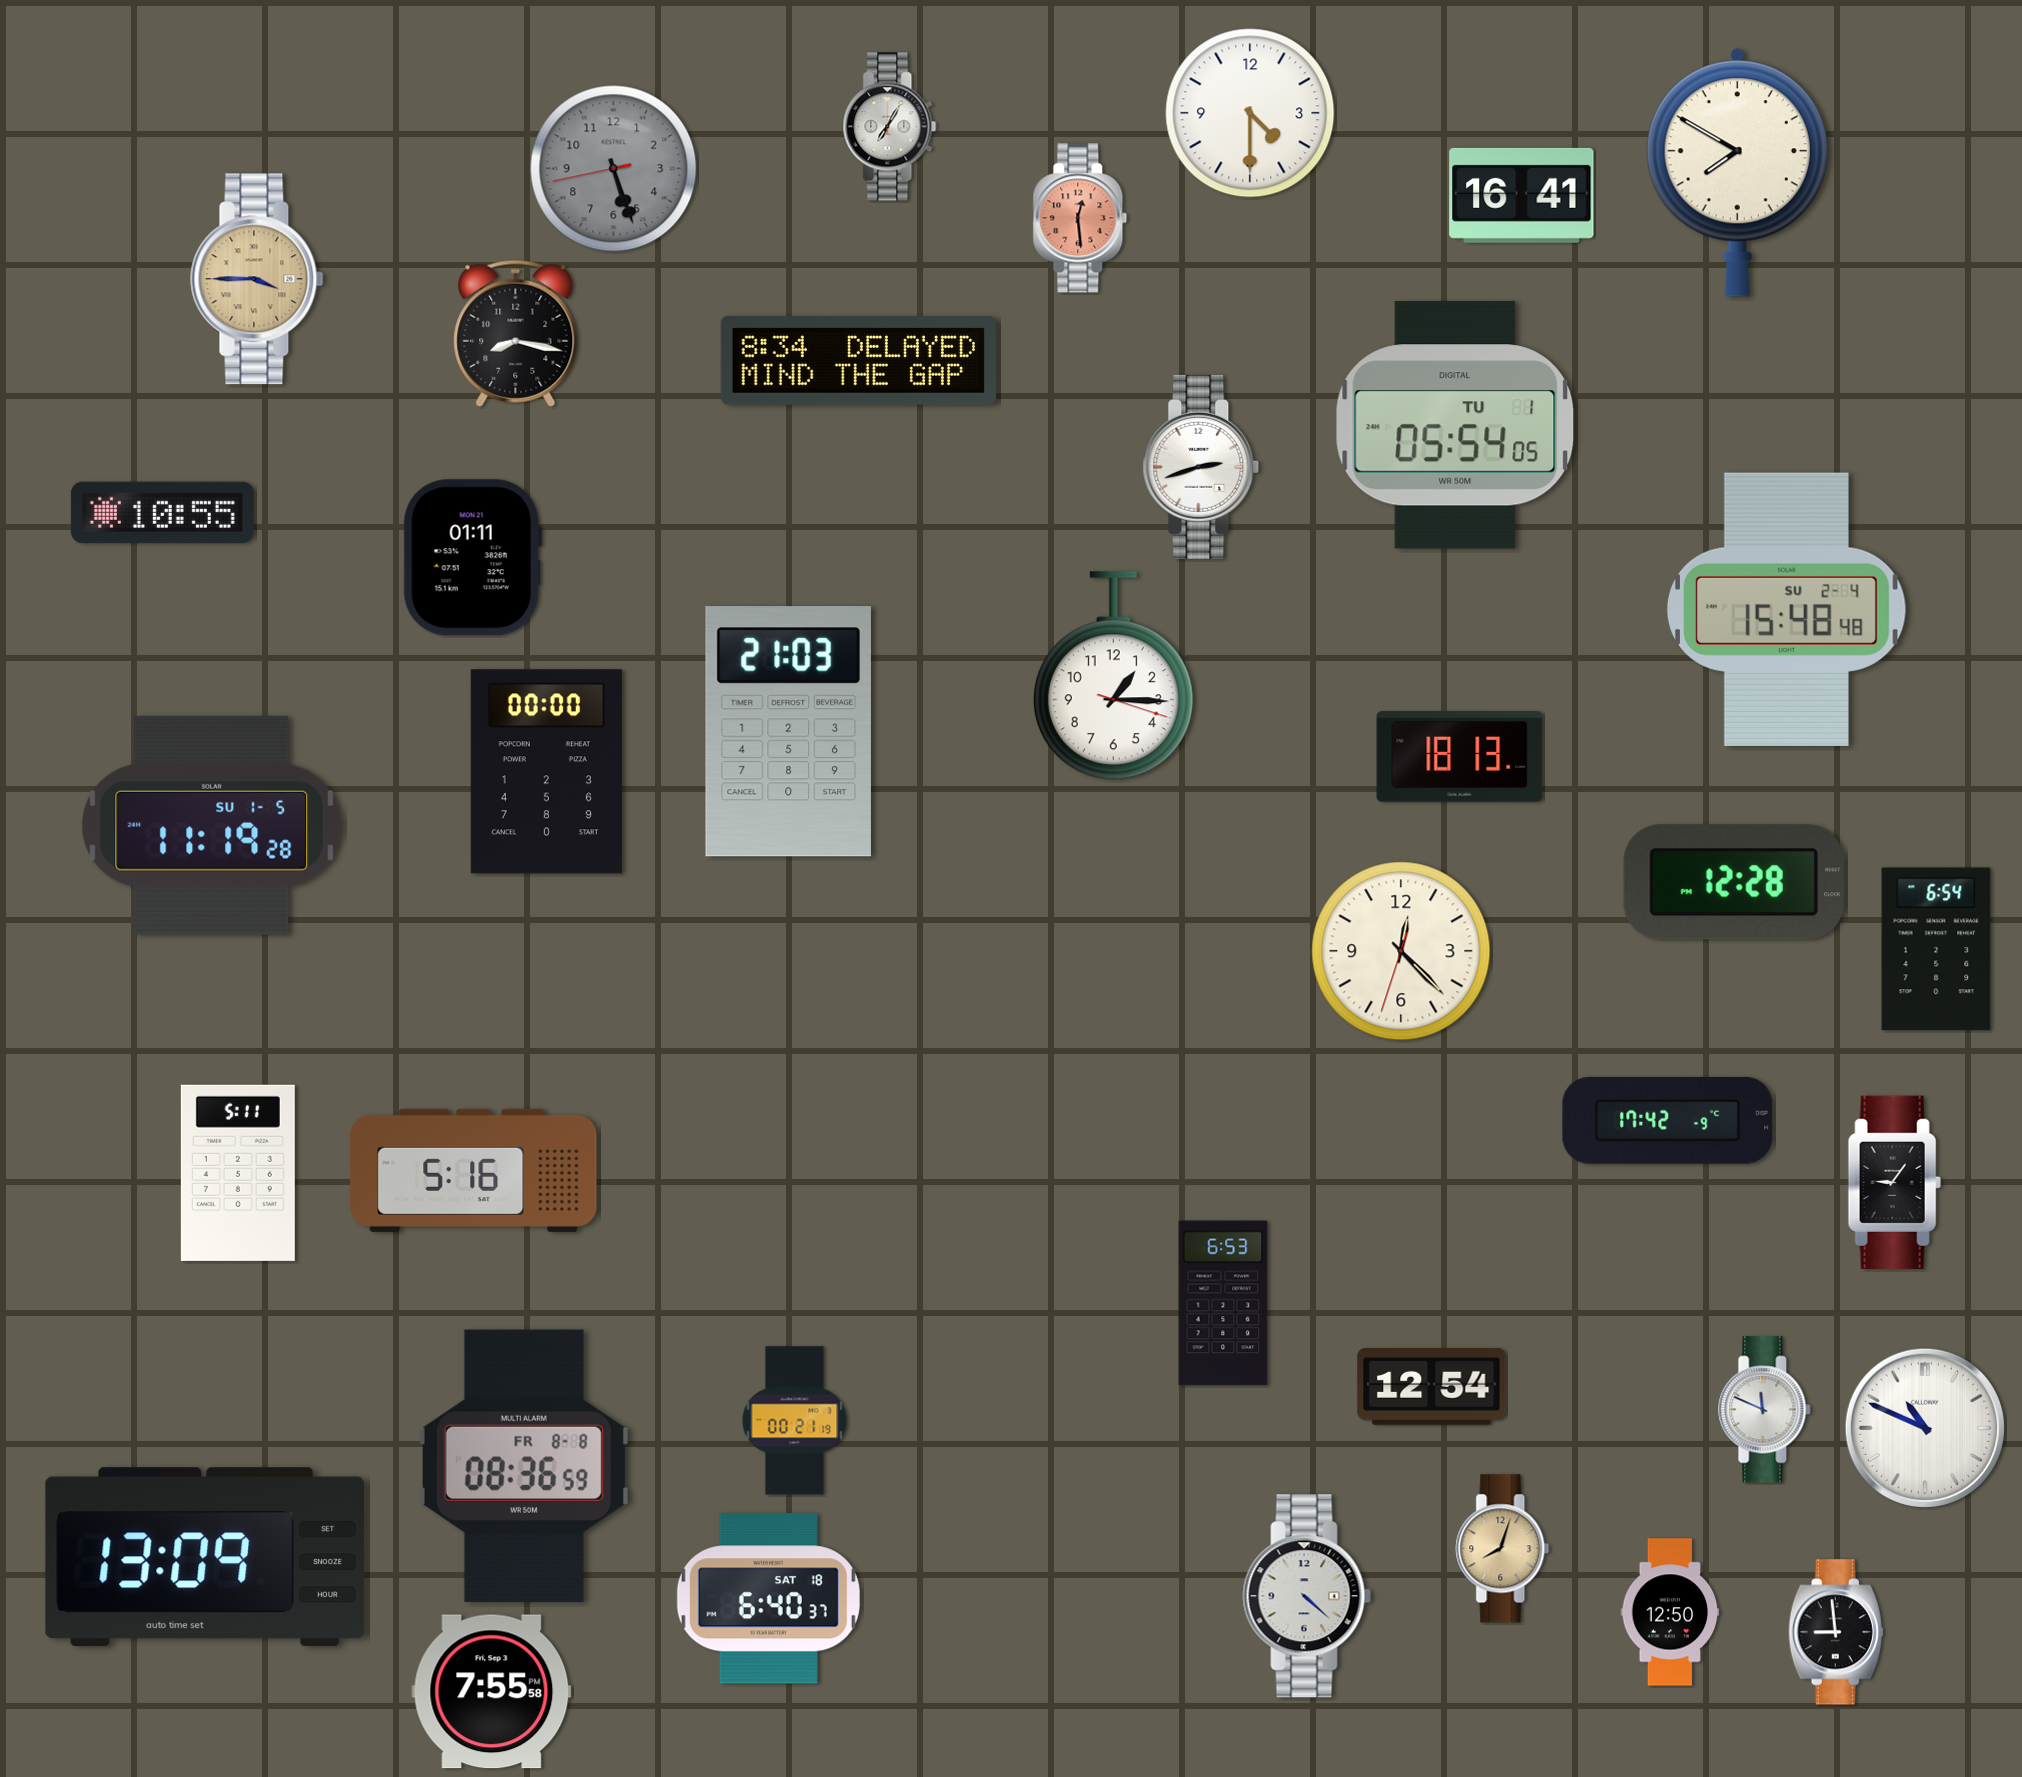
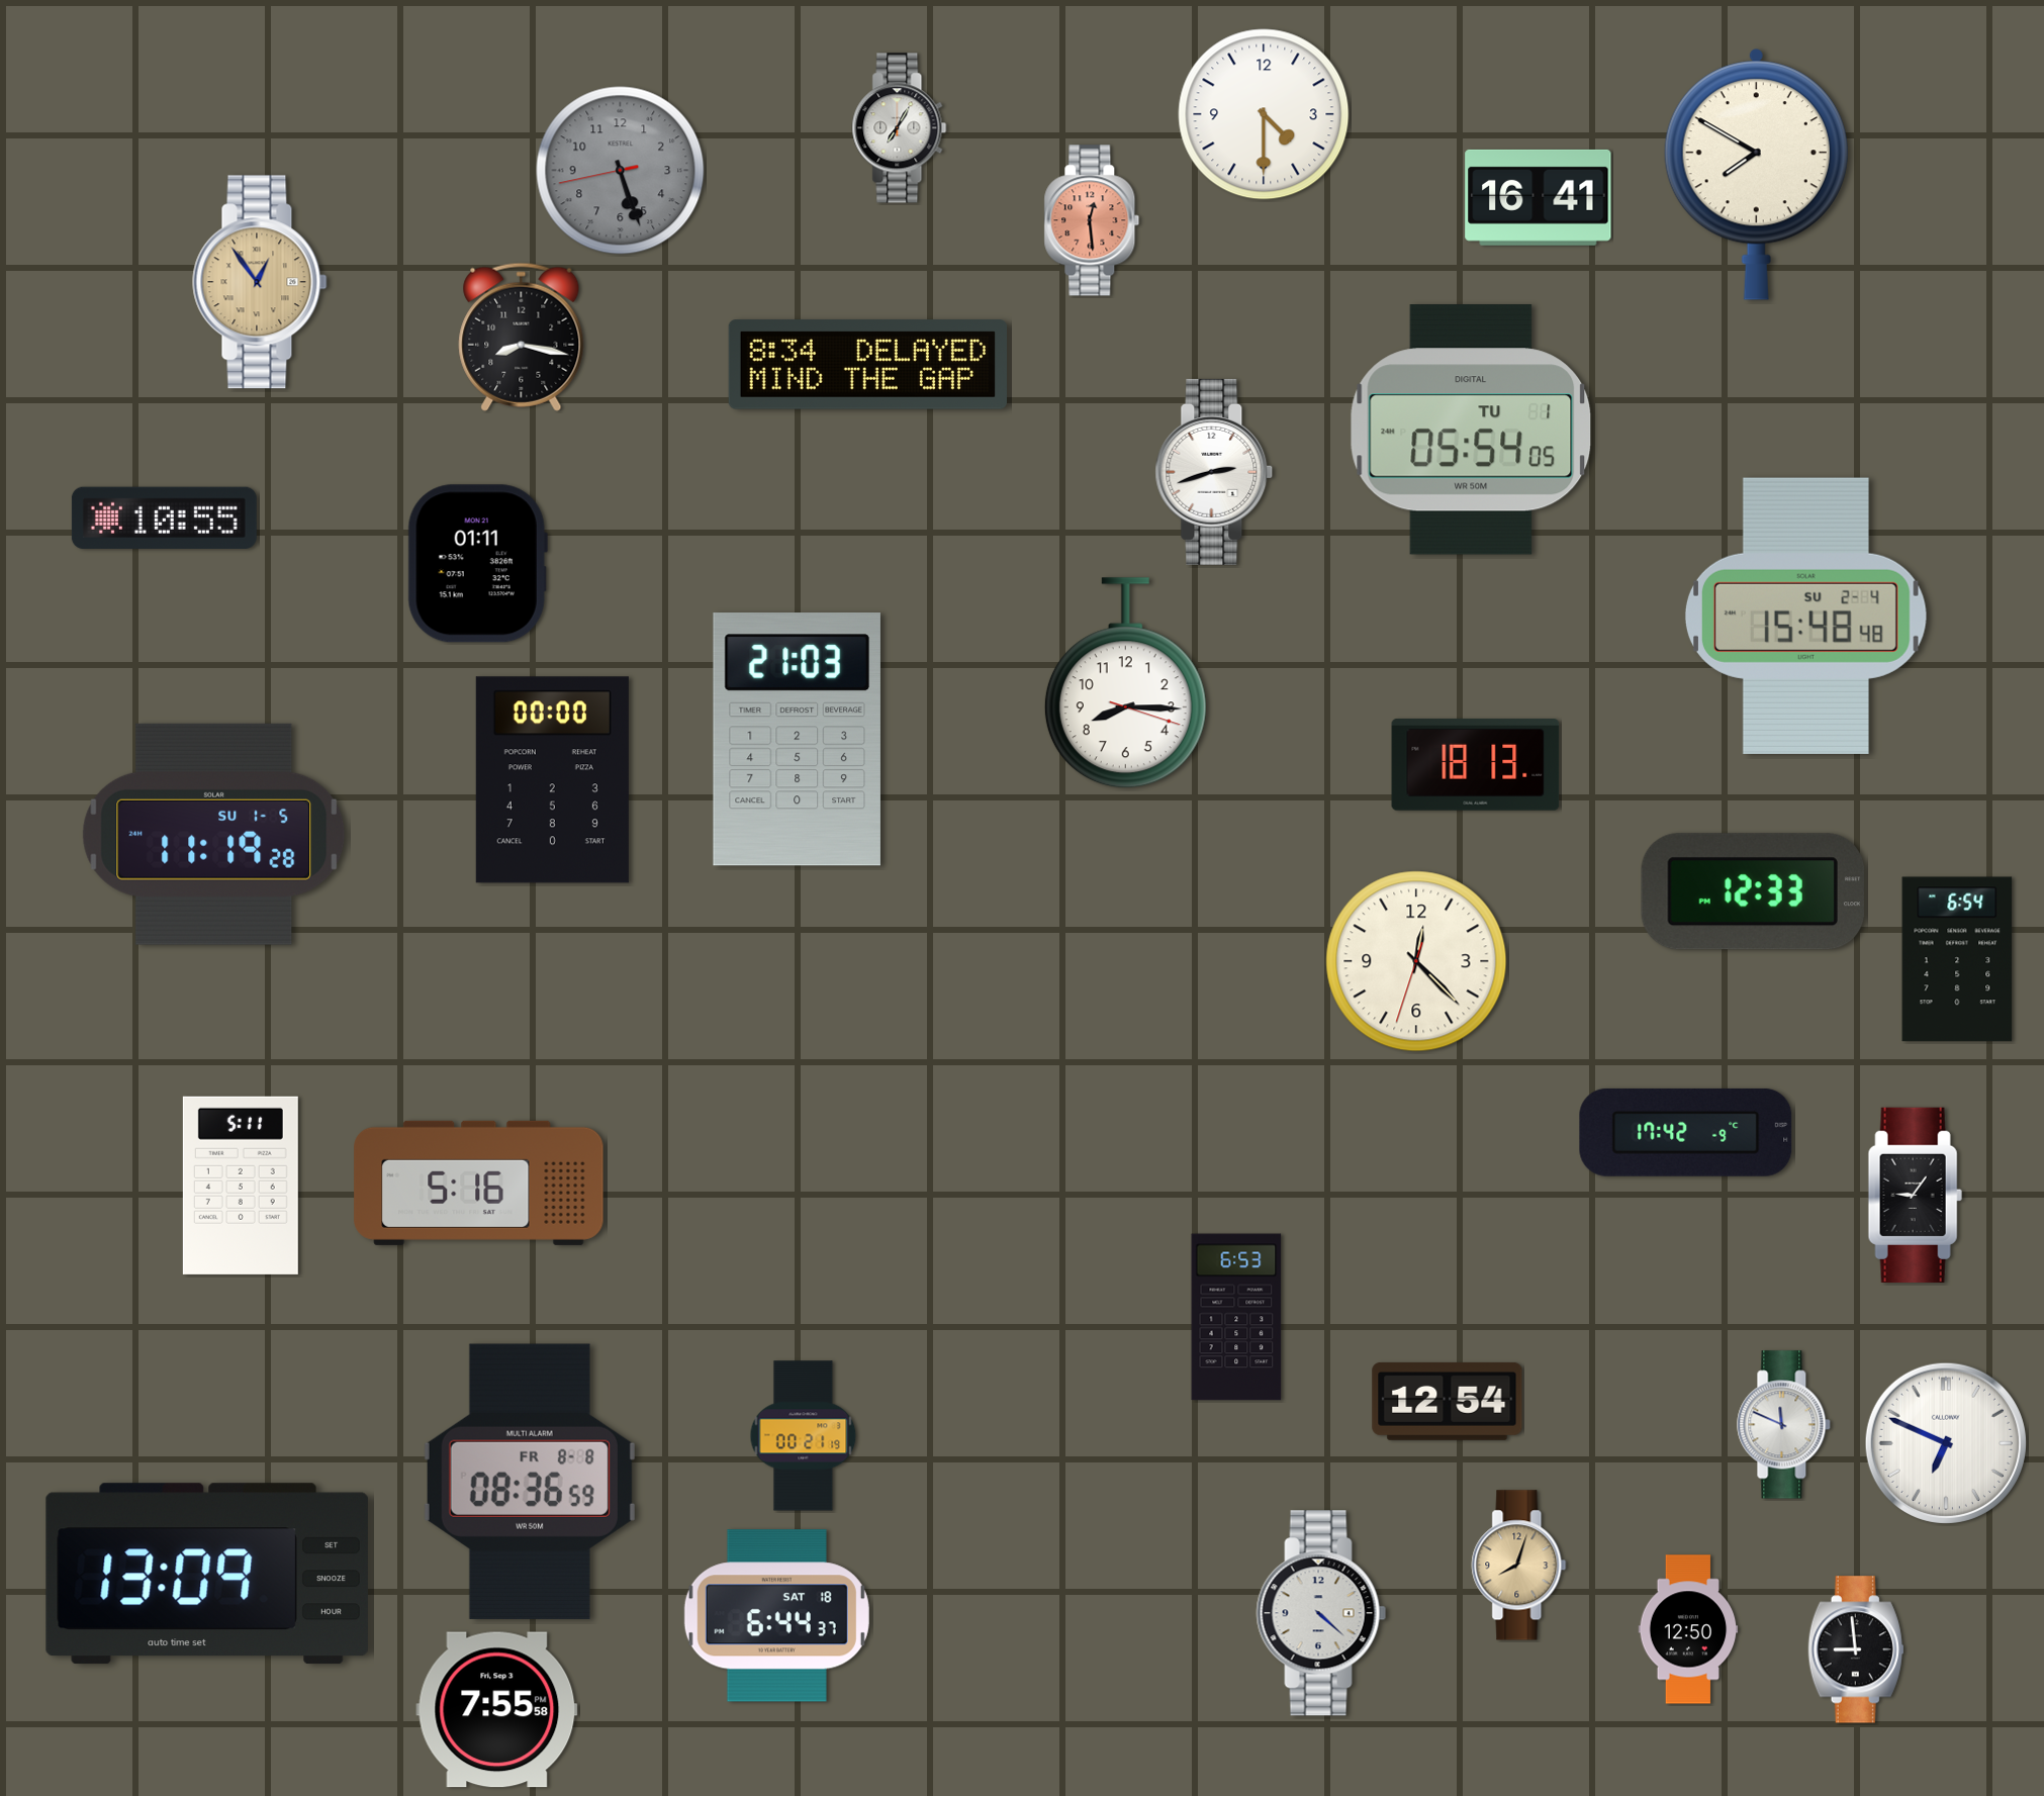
clock at (257, 279): 3:45 -> 12:54
clock at (1113, 676): 1:15 -> 8:15
clock at (1734, 882): 12:28 -> 12:33
clock at (1925, 1428): 10:49 -> 6:49
clock at (768, 1599): 6:40 -> 6:44
